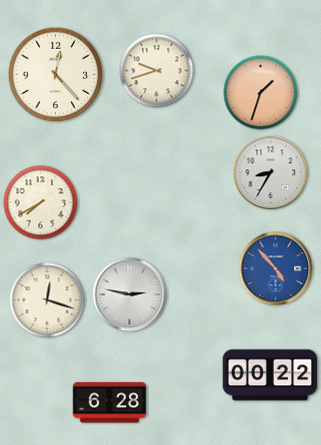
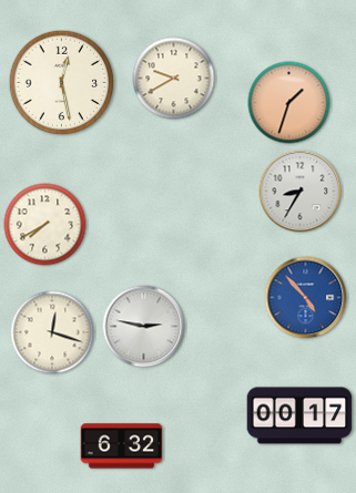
clock at (157, 71): 9:42 -> 9:40
clock at (56, 75): 12:23 -> 12:28
clock at (270, 375): 00:22 -> 00:17
clock at (110, 403): 6:28 -> 6:32
